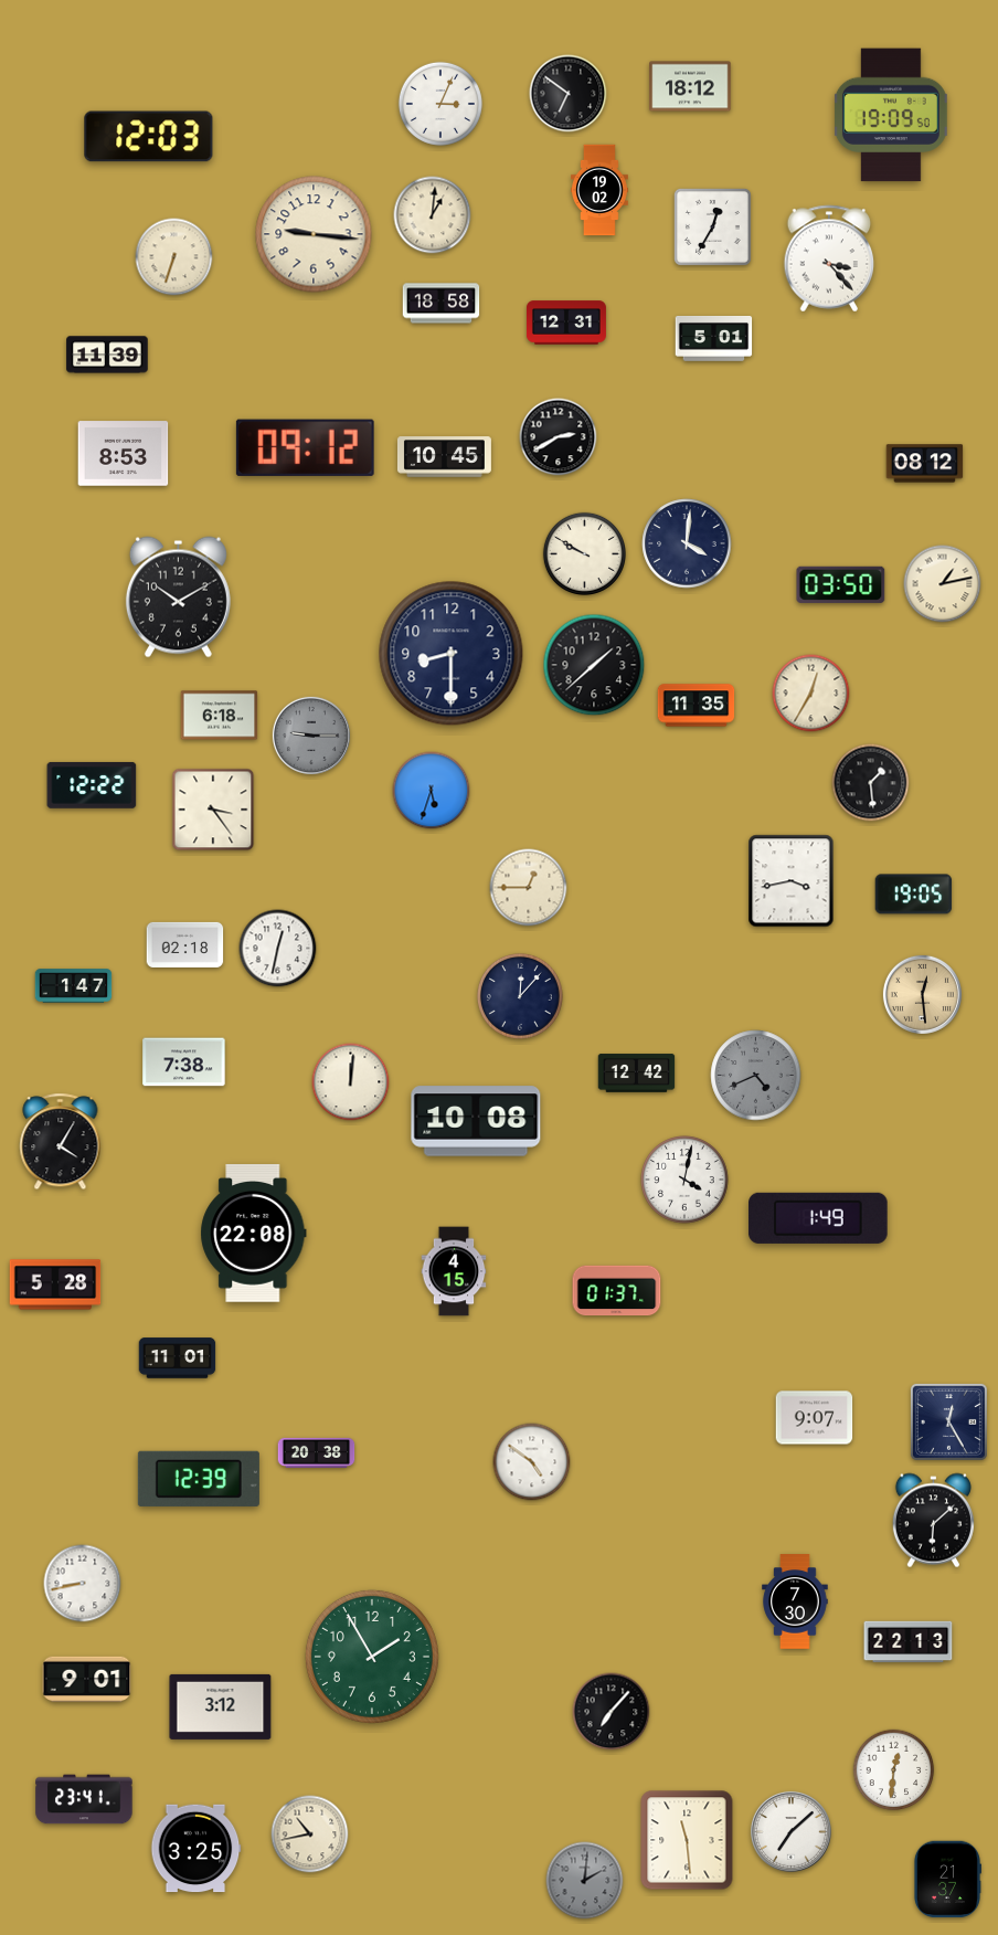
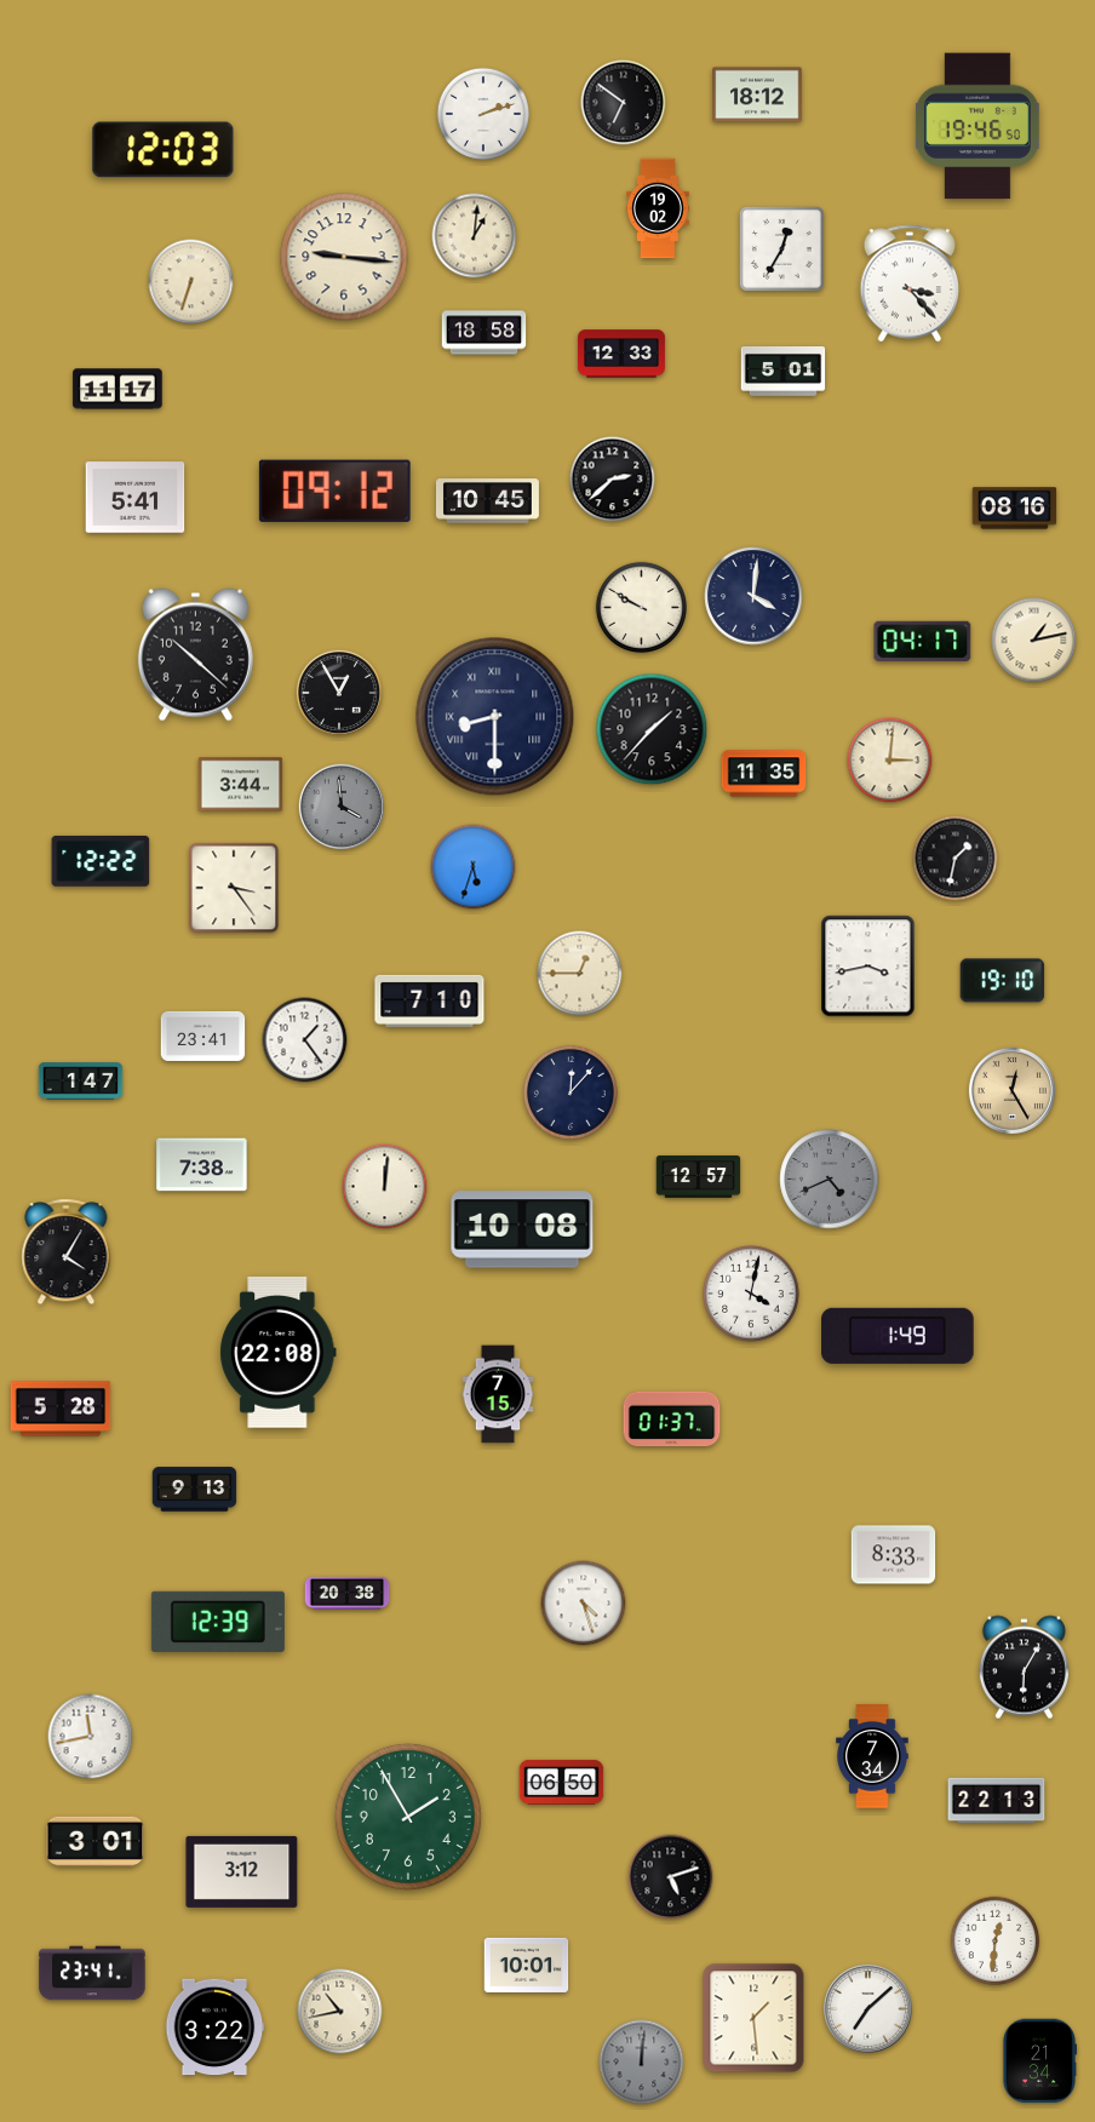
clock at (440, 104): 3:04 -> 2:12
clock at (891, 115): 19:09 -> 19:46
clock at (566, 322): 12:31 -> 12:33
clock at (107, 355): 11:39 -> 11:17
clock at (559, 437): 2:40 -> 2:38
clock at (124, 454): 8:53 -> 5:41
clock at (925, 464): 08:12 -> 08:16
clock at (841, 584): 03:50 -> 04:17
clock at (178, 598): 10:10 -> 10:22
clock at (338, 692): none -> 12:55
clock at (452, 654) numerals: Arabic -> Roman
clock at (594, 665): 1:38 -> 1:37
clock at (811, 694): 12:35 -> 3:01
clock at (220, 716): 6:18 -> 3:44
clock at (310, 734): 9:15 -> 3:59
clock at (871, 783): 1:29 -> 1:32
clock at (914, 895): 19:05 -> 19:10
clock at (430, 1000): none -> 7:10
clock at (185, 944): 02:18 -> 23:41
clock at (278, 949): 12:32 -> 1:24
clock at (922, 994): 12:29 -> 12:25
clock at (637, 1074): 12:42 -> 12:57
clock at (454, 1271): 4:15 -> 7:15
clock at (617, 1291) position: (617, 1291) -> (672, 1420)
clock at (178, 1358): 11:01 -> 9:13
clock at (815, 1418): 9:07 -> 8:33
clock at (948, 1421): 12:25 -> none
clock at (532, 1462): 4:51 -> 4:27
clock at (933, 1521): 6:08 -> 6:05
clock at (83, 1584): 8:43 -> 11:43
clock at (795, 1601): 7:30 -> 7:34
clock at (562, 1782): none -> 06:50
clock at (87, 1679): 9:01 -> 3:01
clock at (612, 1712): 7:07 -> 5:12
clock at (894, 1770) position: (894, 1770) -> (996, 1942)
clock at (527, 1965): none -> 10:01
clock at (687, 1840): 11:29 -> 1:29
clock at (195, 1849): 3:25 -> 3:22
clock at (947, 1880): 21:37 -> 21:34
clock at (585, 1881): 2:01 -> 12:01
